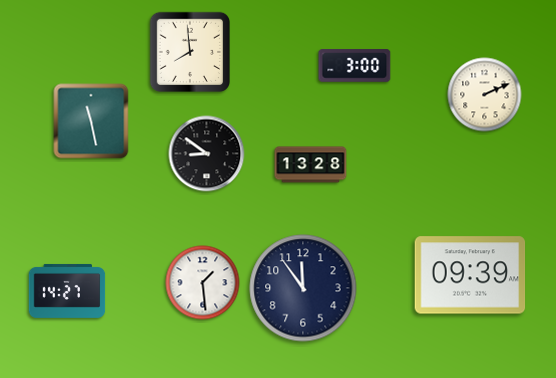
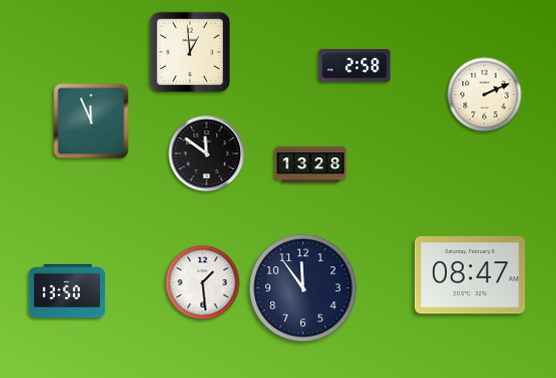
clock at (189, 51): 7:59 -> 12:59
clock at (355, 66): 3:00 -> 2:58
clock at (91, 121): 11:28 -> 11:56
clock at (207, 154): 8:51 -> 11:51
clock at (470, 275): 09:39 -> 08:47
clock at (67, 291): 14:27 -> 13:50
